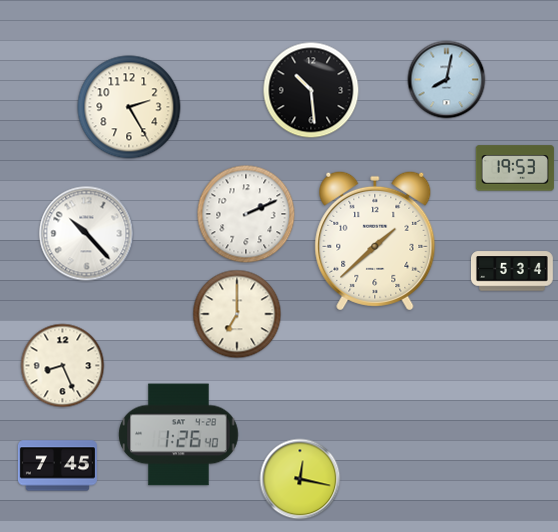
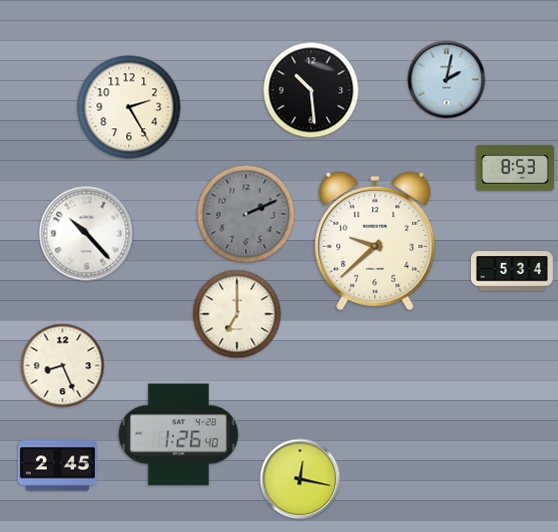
clock at (447, 80): 8:02 -> 2:02
clock at (515, 168): 19:53 -> 8:53
clock at (246, 214) dial: white -> grey
clock at (375, 241): 1:38 -> 9:38
clock at (57, 466): 7:45 -> 2:45
